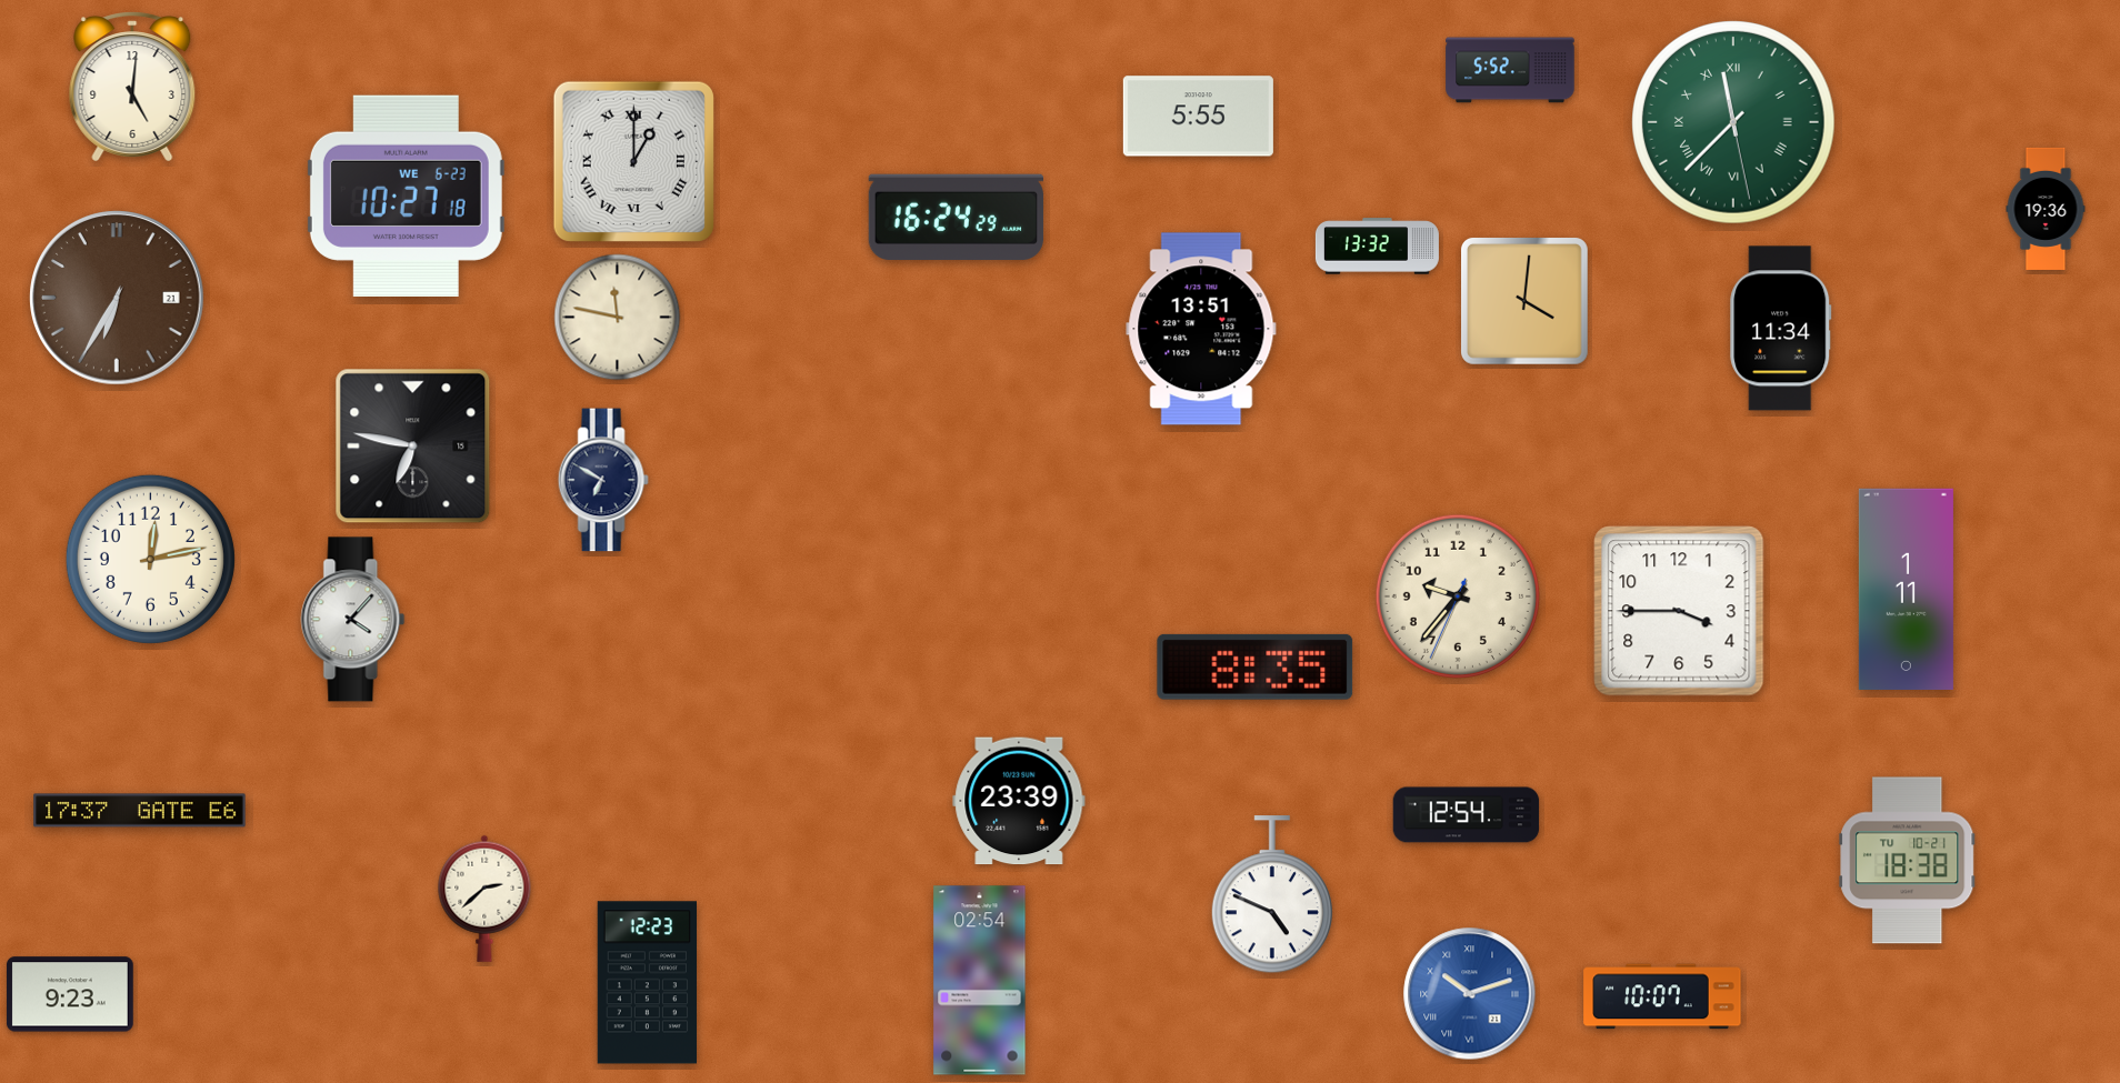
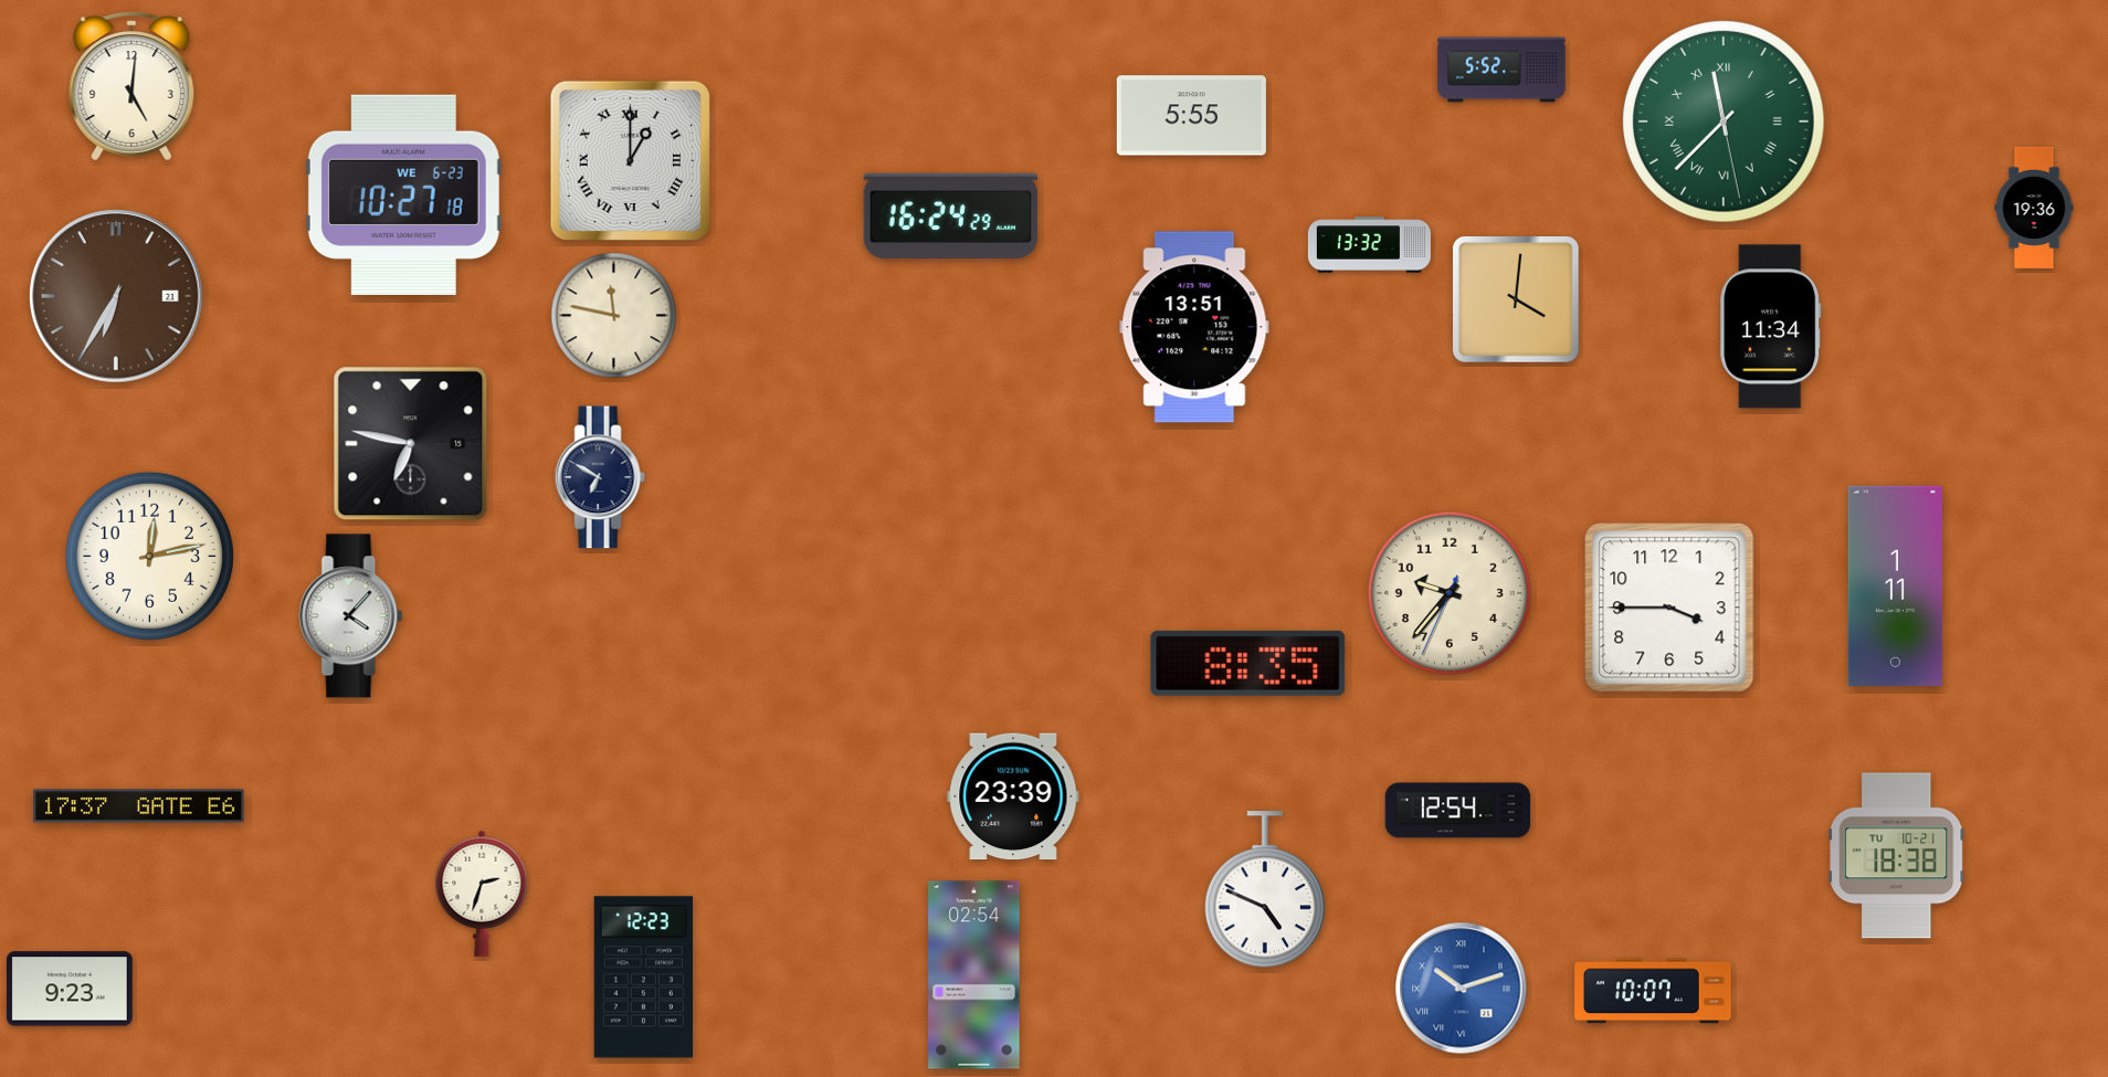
clock at (484, 899): 2:38 -> 2:33
